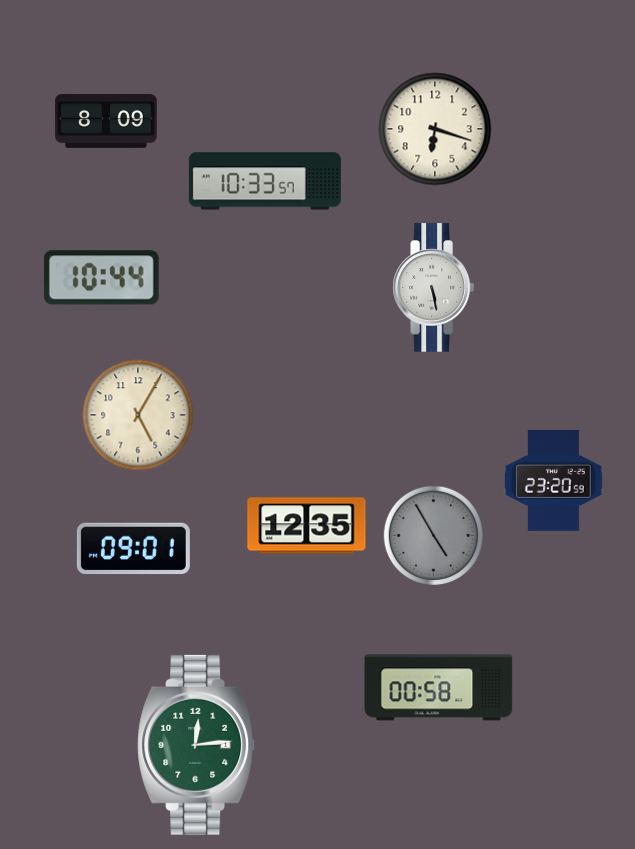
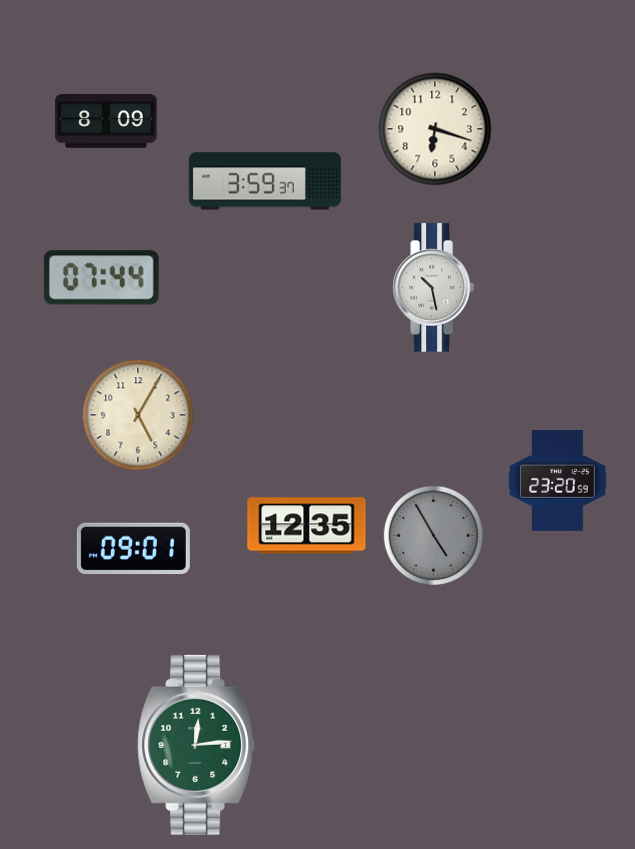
clock at (265, 181): 10:33 -> 3:59
clock at (101, 278): 10:44 -> 07:44
clock at (433, 288): 5:28 -> 10:28
clock at (554, 481) position: (554, 481) -> (558, 481)
clock at (439, 688): 00:58 -> none
